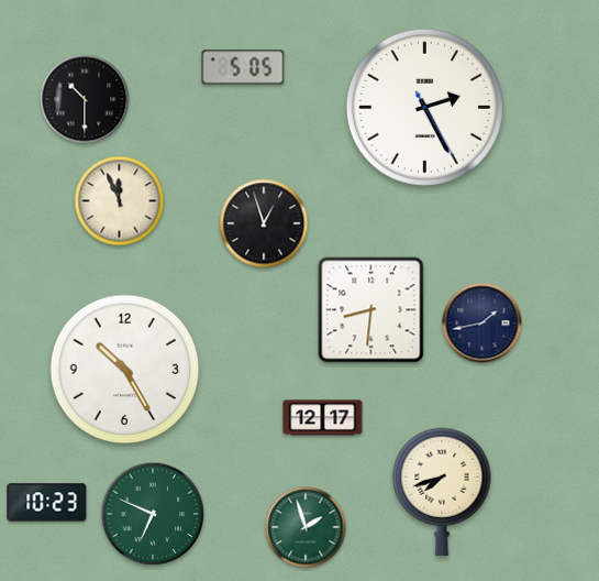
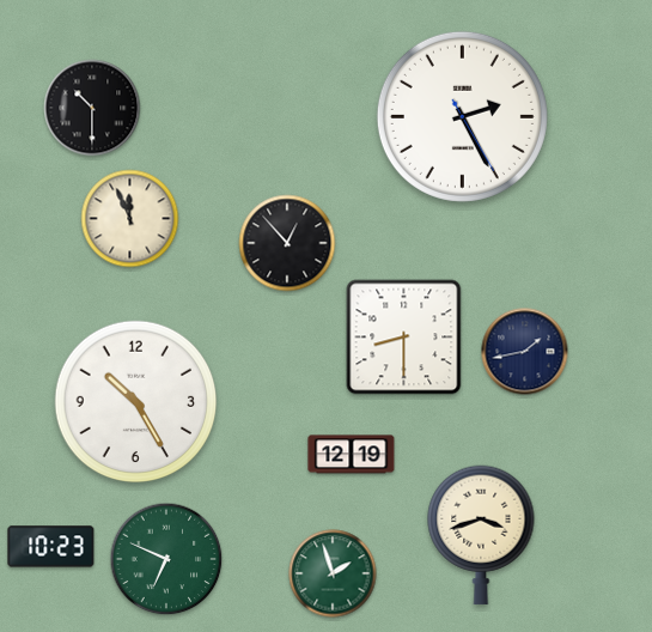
clock at (243, 67): 5:05 -> none
clock at (264, 223): 12:57 -> 12:53
clock at (371, 310): 8:31 -> 8:30
clock at (323, 418): 12:17 -> 12:19
clock at (442, 492): 7:42 -> 3:42
